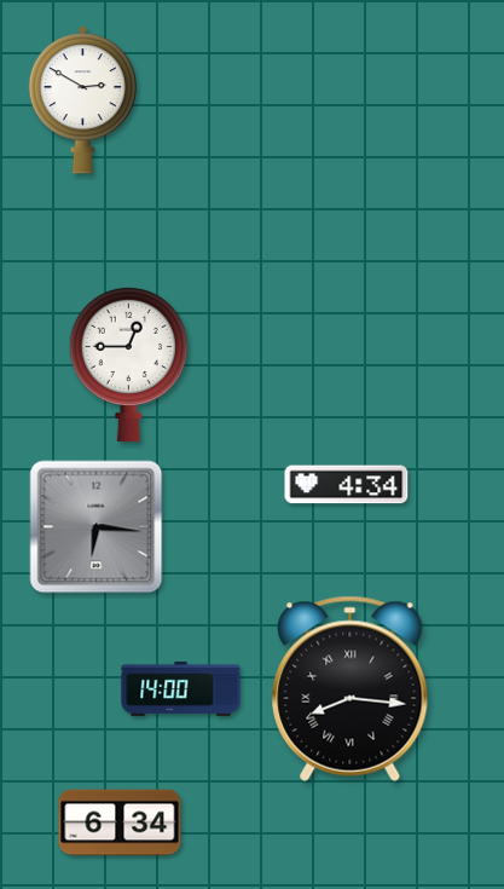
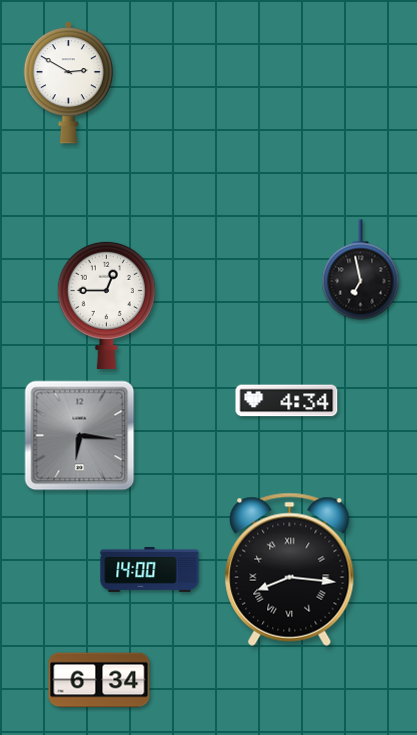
clock at (361, 270): none -> 6:58
clock at (128, 363) position: (128, 363) -> (106, 304)
